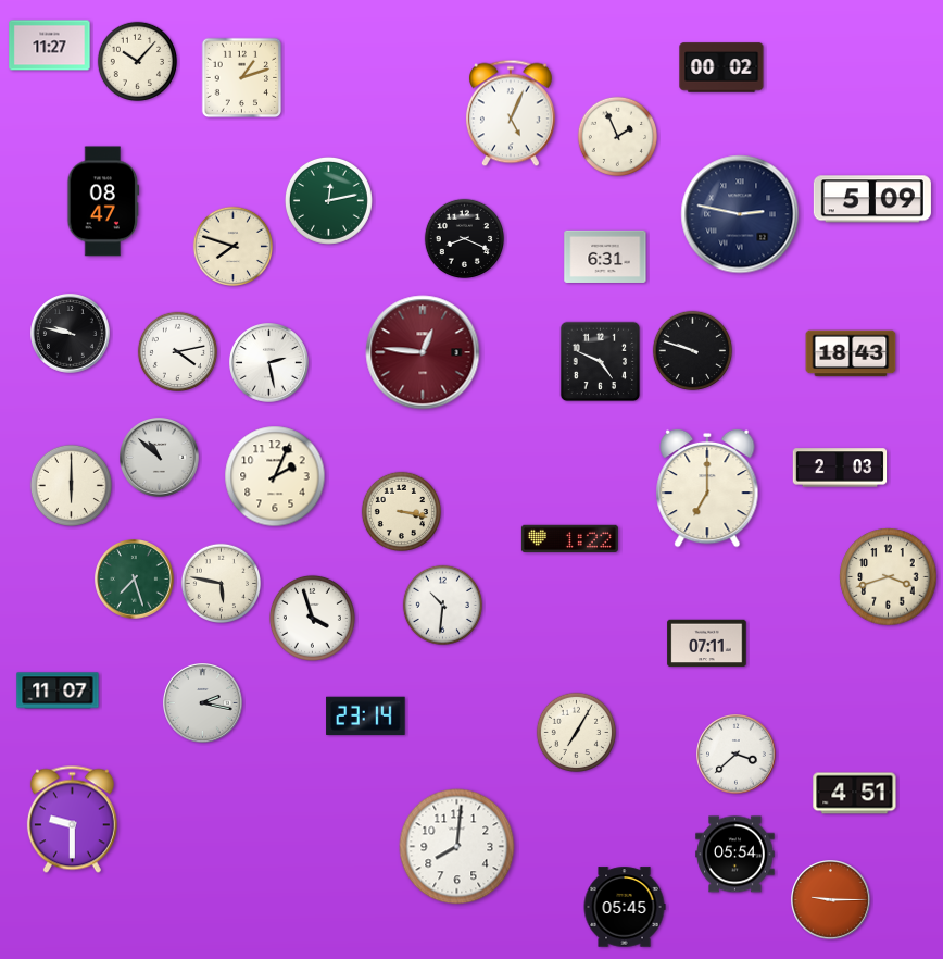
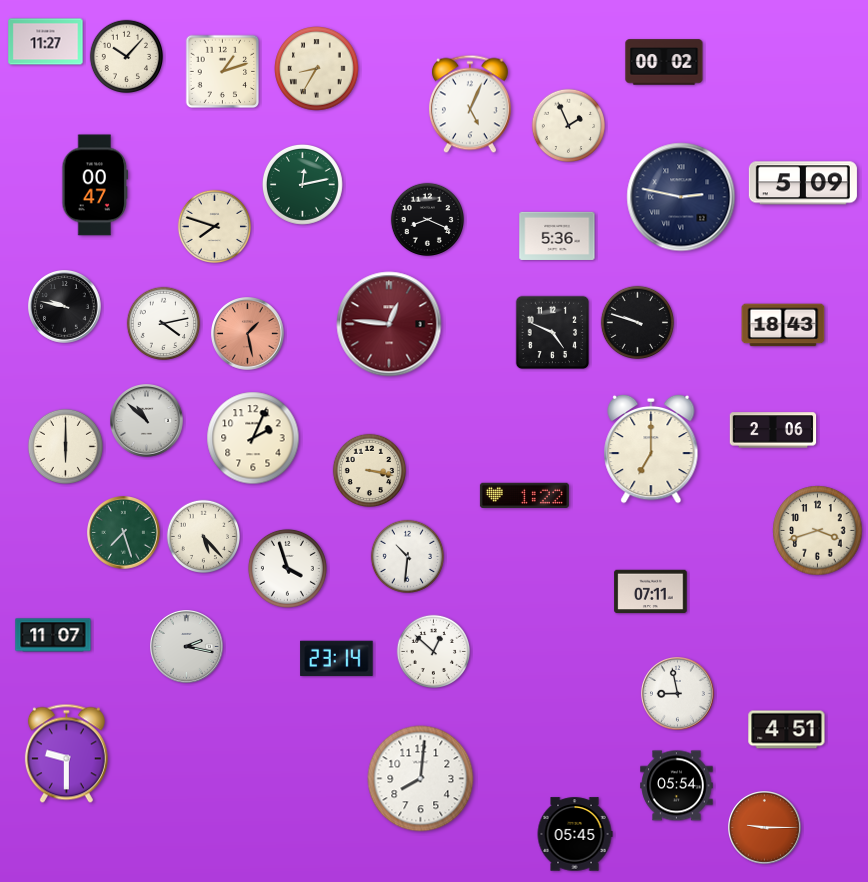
clock at (317, 69): none -> 8:35
clock at (103, 201): 08:47 -> 00:47
clock at (605, 257): 6:31 -> 5:36
clock at (269, 363): 2:28 -> 1:28
clock at (269, 363) dial: white -> salmon
clock at (840, 468): 2:03 -> 2:06
clock at (221, 583): 5:47 -> 5:23
clock at (433, 651): none -> 12:52
clock at (576, 732): 7:05 -> none
clock at (737, 755): 3:38 -> 8:58
